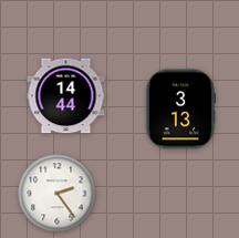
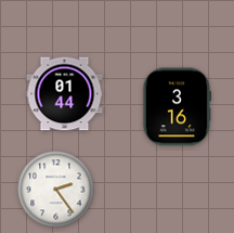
clock at (66, 96): 14:44 -> 01:44
clock at (180, 110): 3:13 -> 3:16
